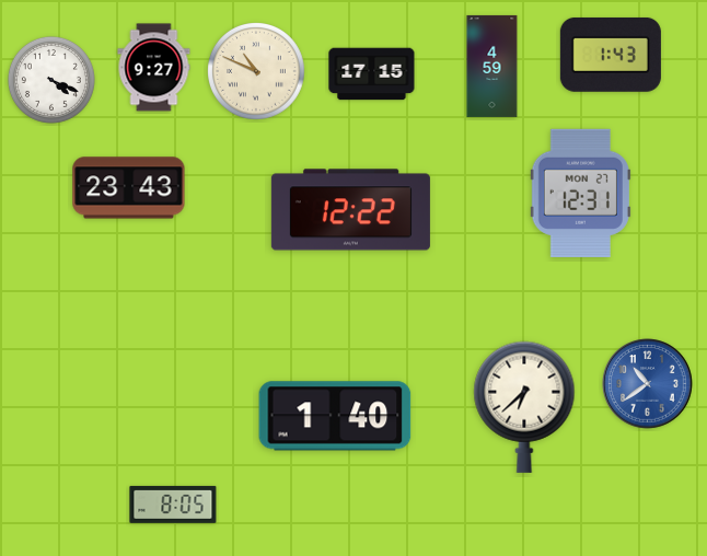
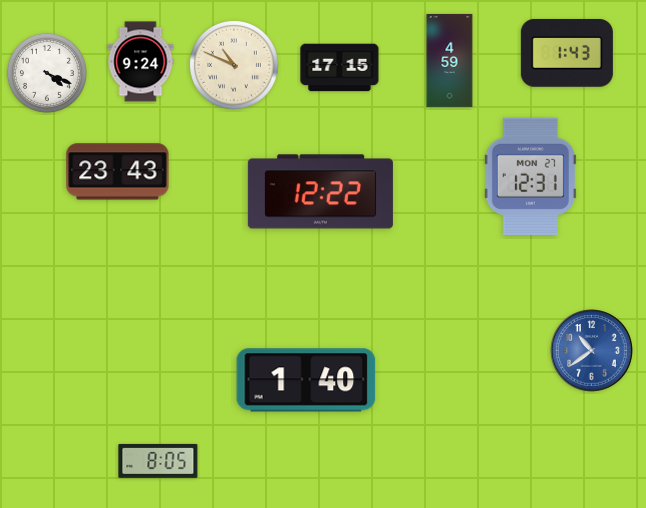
clock at (611, 55) position: (611, 55) -> (567, 53)
clock at (154, 68): 9:27 -> 9:24
clock at (524, 407): 6:38 -> none
